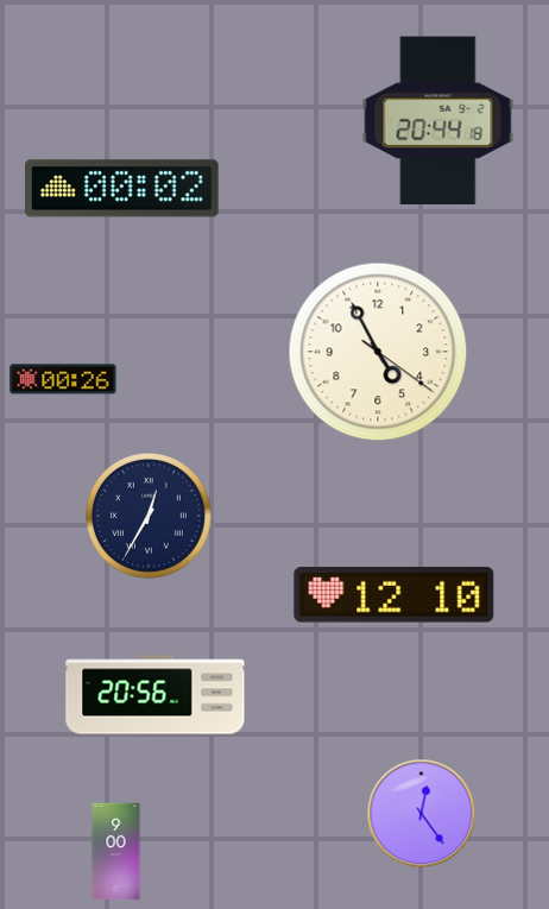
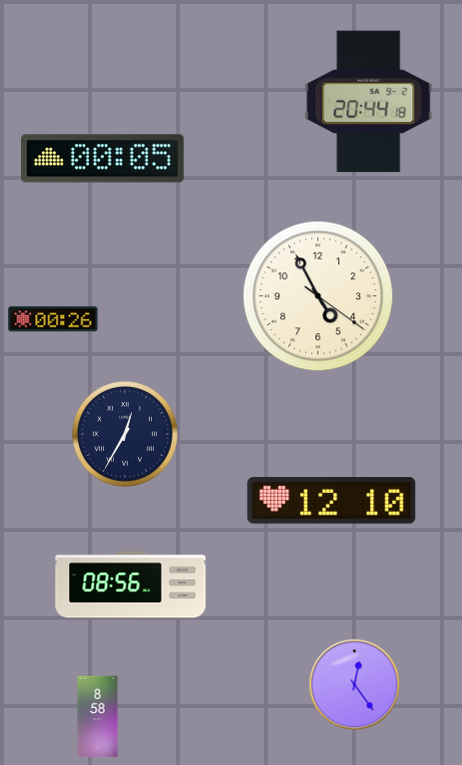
clock at (122, 189): 00:02 -> 00:05
clock at (156, 695): 20:56 -> 08:56
clock at (116, 852): 9:00 -> 8:58
